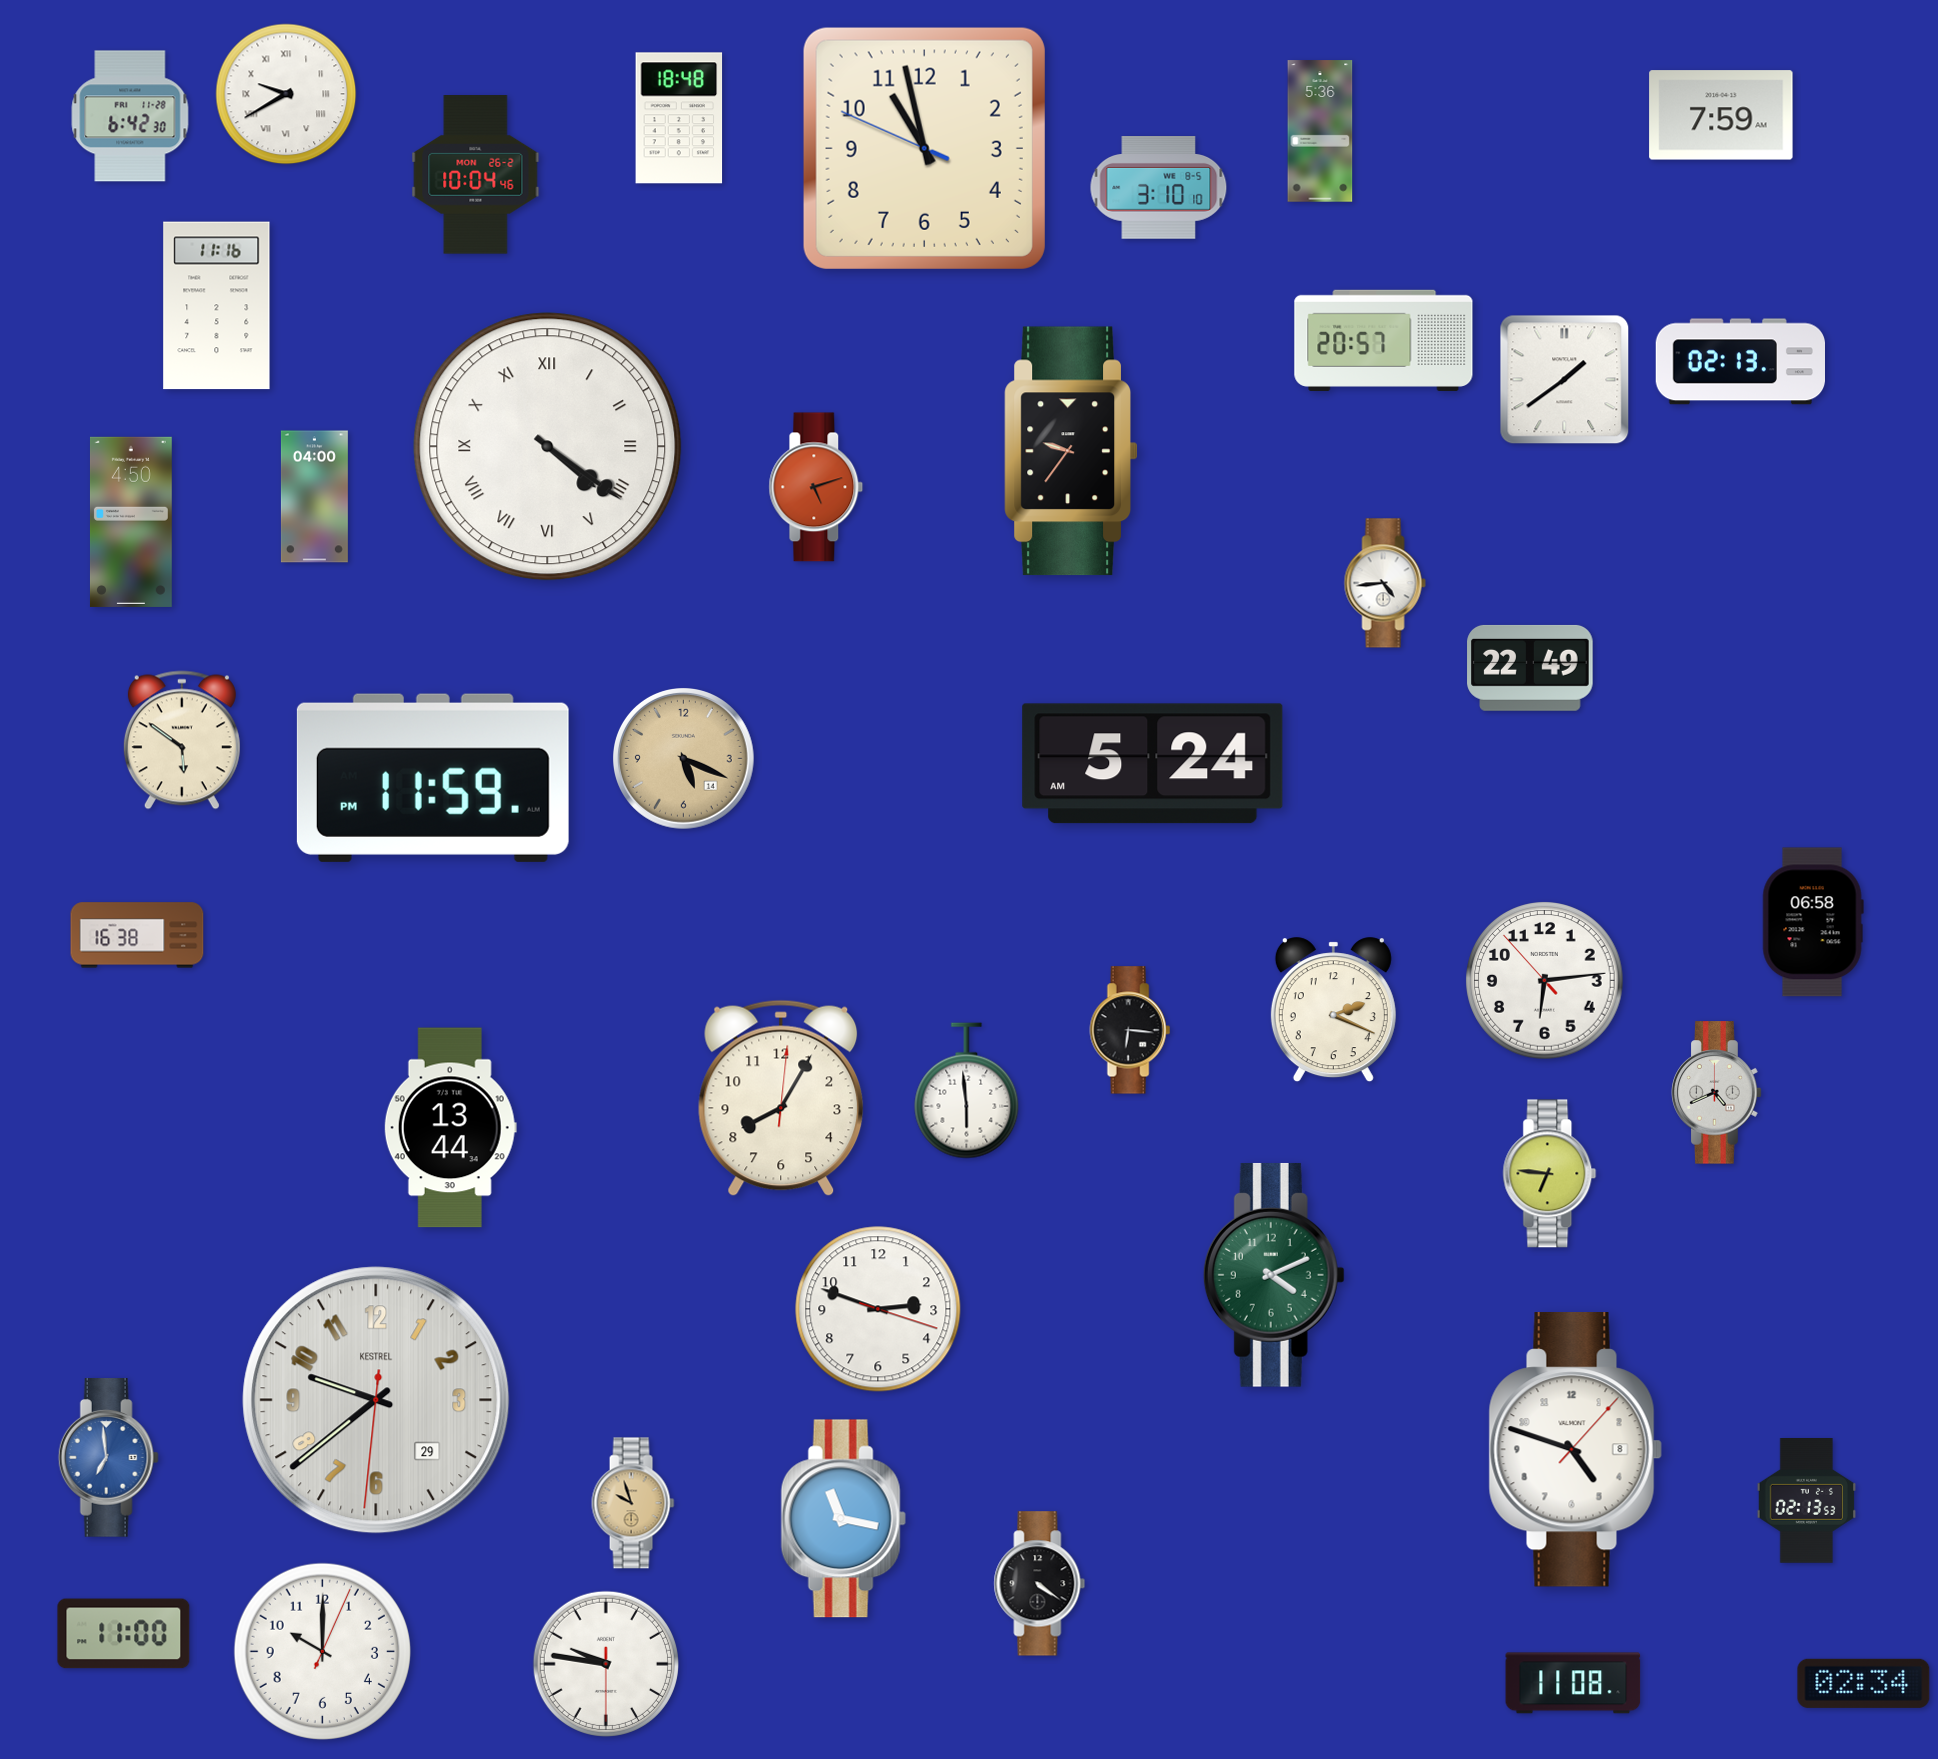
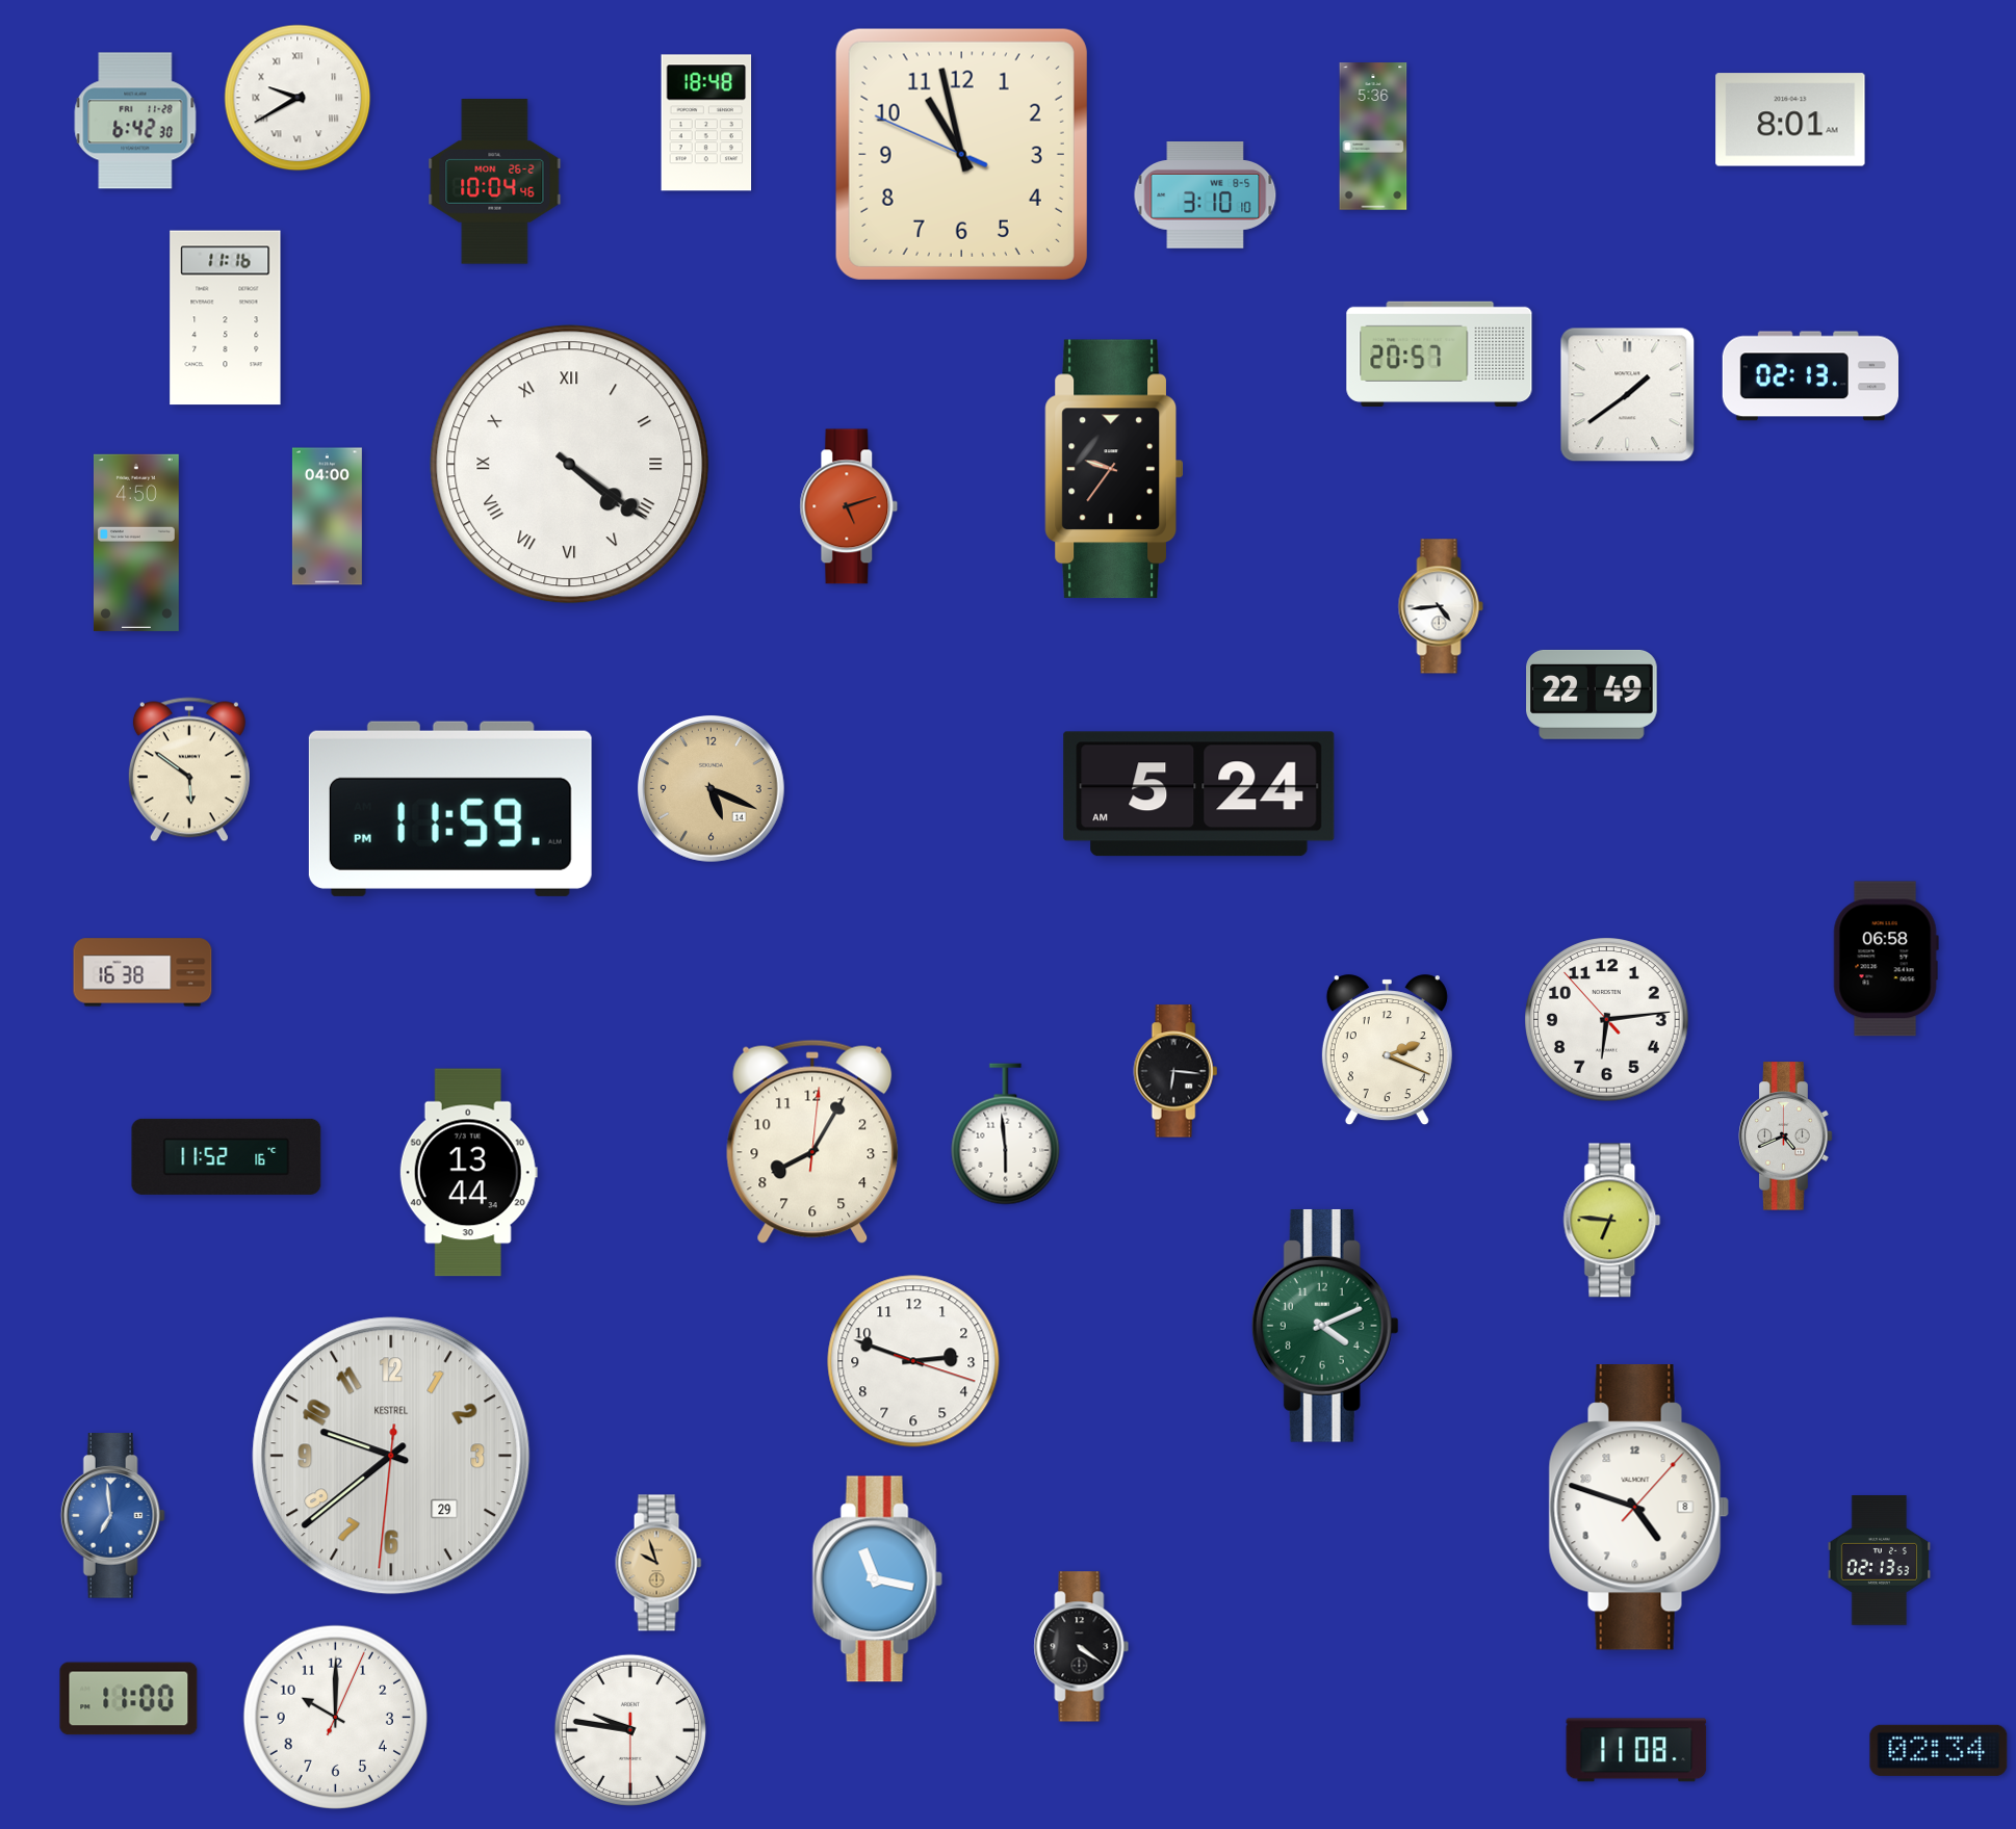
clock at (1721, 115): 7:59 -> 8:01
clock at (227, 1156): none -> 11:52
